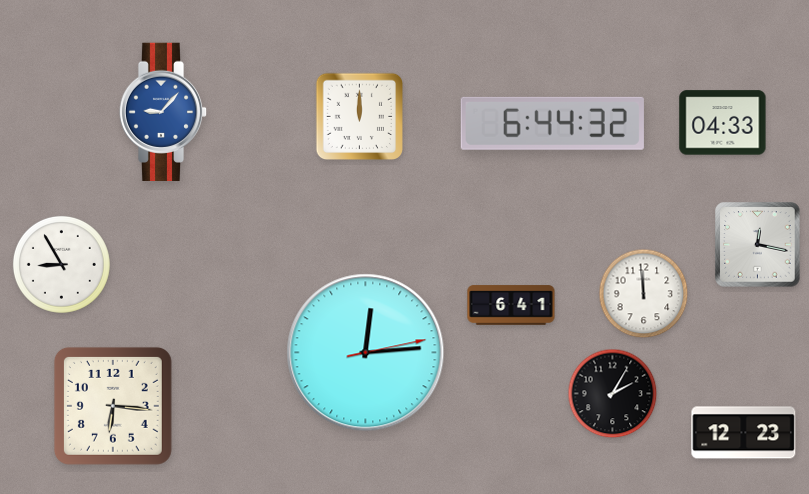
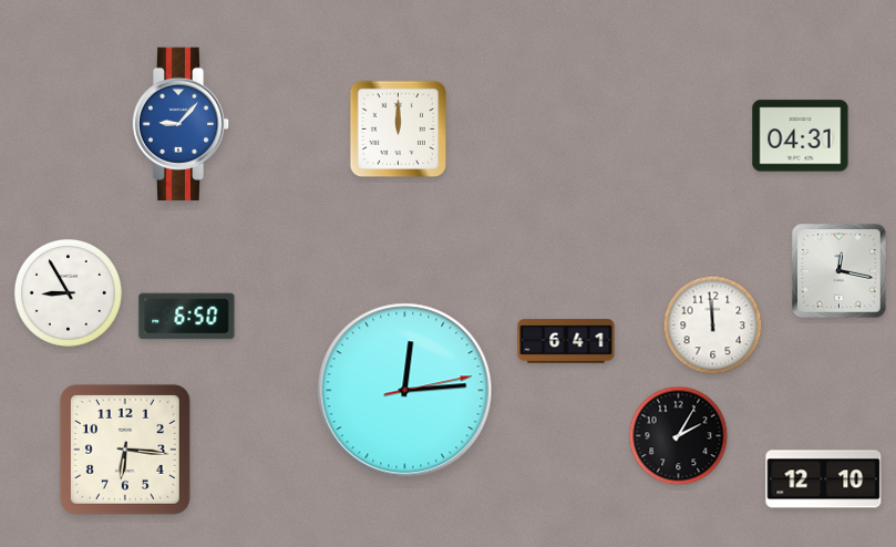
clock at (552, 123): 6:44 -> none
clock at (723, 123): 04:33 -> 04:31
clock at (187, 317): none -> 6:50
clock at (511, 305) position: (511, 305) -> (566, 341)
clock at (744, 433): 12:23 -> 12:10
